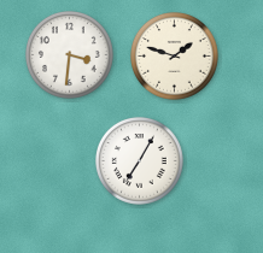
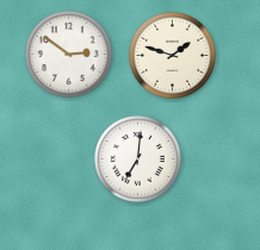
clock at (70, 55): 3:31 -> 2:51
clock at (140, 161): 7:05 -> 7:01
